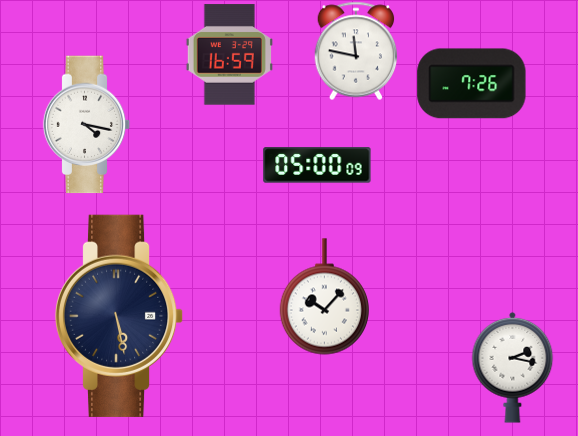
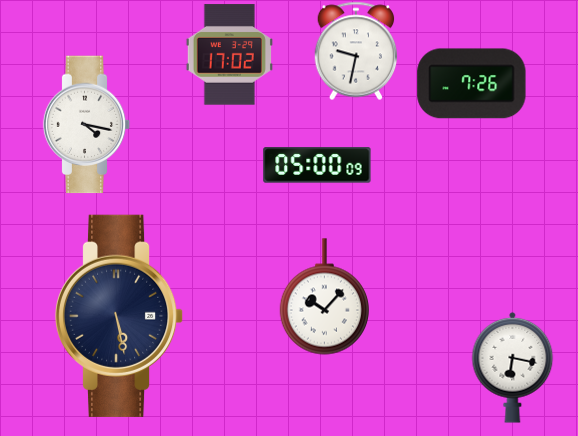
clock at (356, 51): 11:47 -> 9:32
clock at (229, 55): 16:59 -> 17:02
clock at (513, 367): 2:17 -> 6:17
